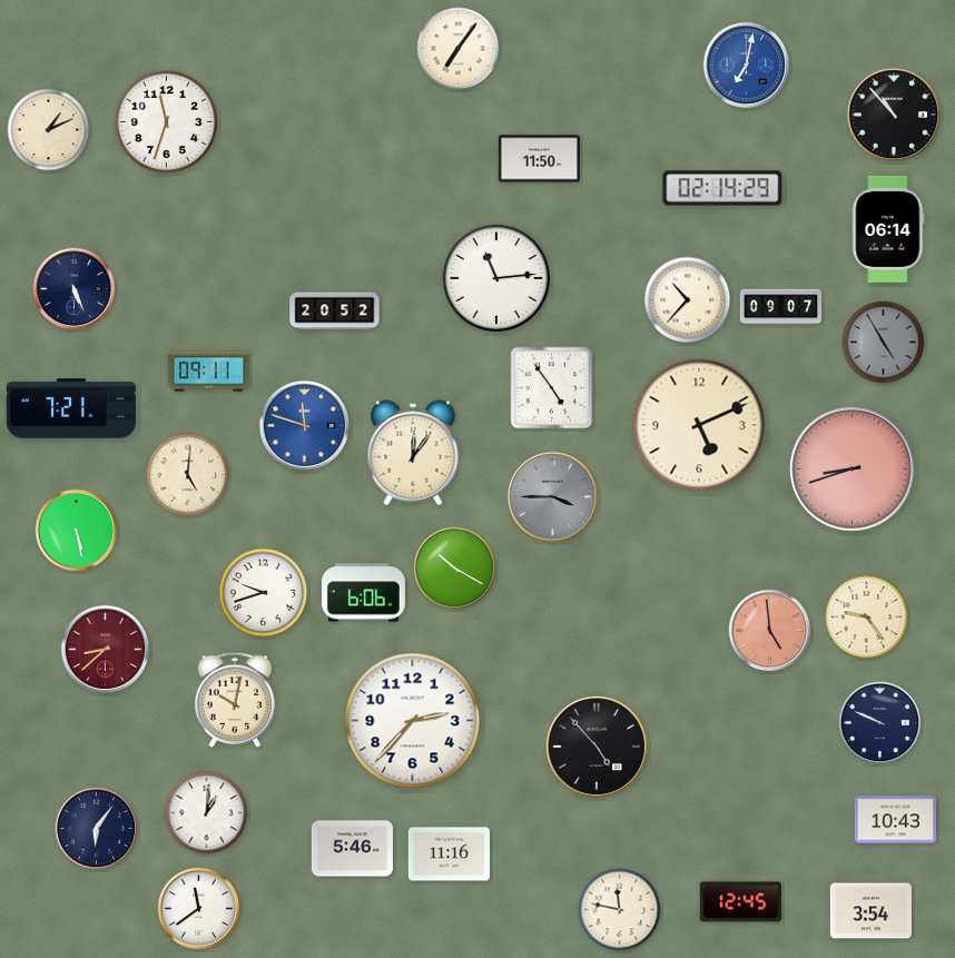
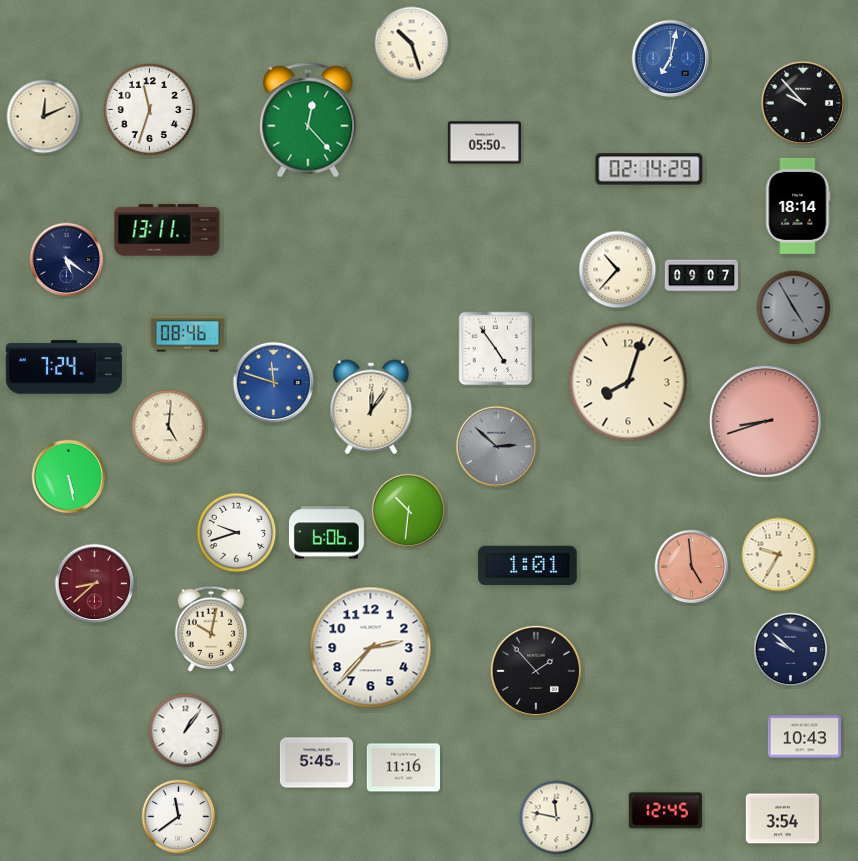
clock at (459, 49): 7:06 -> 10:27
clock at (893, 113): 10:53 -> 9:53
clock at (49, 130): 1:11 -> 12:11
clock at (308, 120): none -> 12:23
clock at (539, 159): 11:50 -> 05:50
clock at (888, 229): 06:14 -> 18:14
clock at (167, 230): none -> 13:11
clock at (496, 278): 11:14 -> none
clock at (75, 289): 5:26 -> 5:21
clock at (335, 312): 20:52 -> none
clock at (208, 372): 09:11 -> 08:46
clock at (71, 408): 7:21 -> 7:24
clock at (699, 425): 5:11 -> 8:03
clock at (553, 497): 3:45 -> 2:52
clock at (455, 569): 10:20 -> 10:31
clock at (867, 618): 9:24 -> 9:35
clock at (528, 565): none -> 1:01
clock at (880, 723): 9:49 -> 9:52
clock at (597, 747): 4:53 -> 1:53
clock at (207, 813): 1:01 -> 1:06
clock at (97, 829): 6:06 -> none
clock at (352, 849): 5:46 -> 5:45
